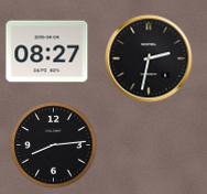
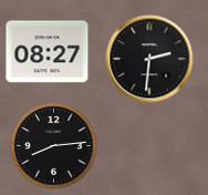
clock at (149, 58): 2:32 -> 2:31
